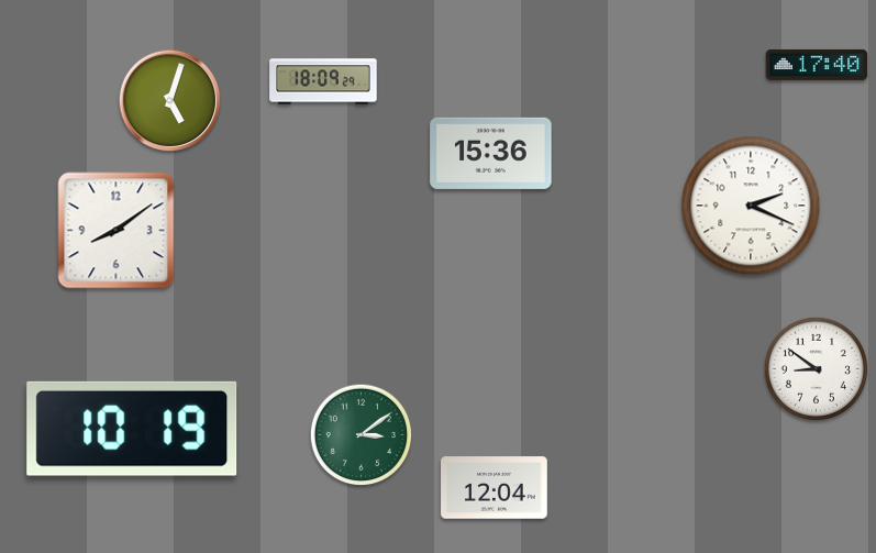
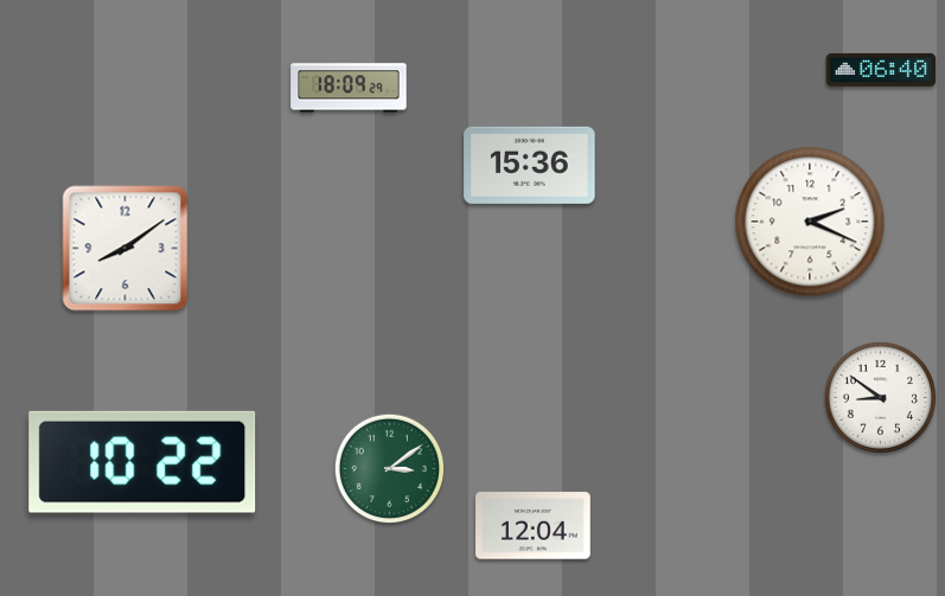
clock at (817, 65): 17:40 -> 06:40
clock at (170, 101): 5:03 -> none
clock at (132, 429): 10:19 -> 10:22
